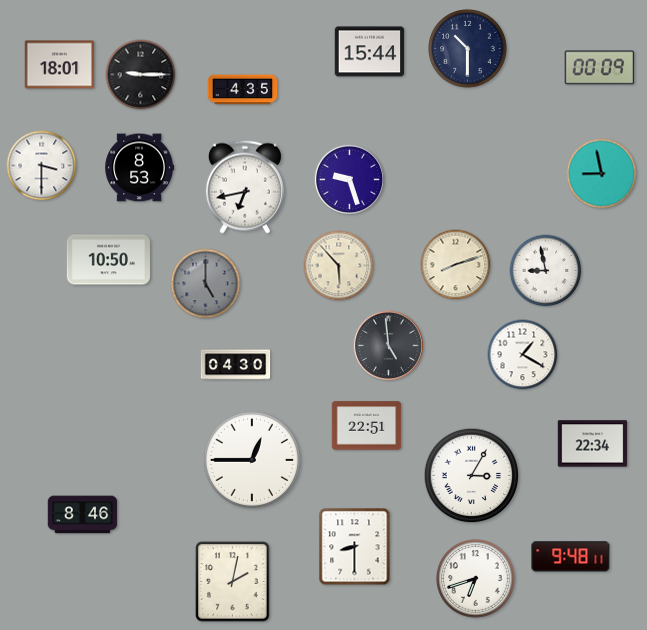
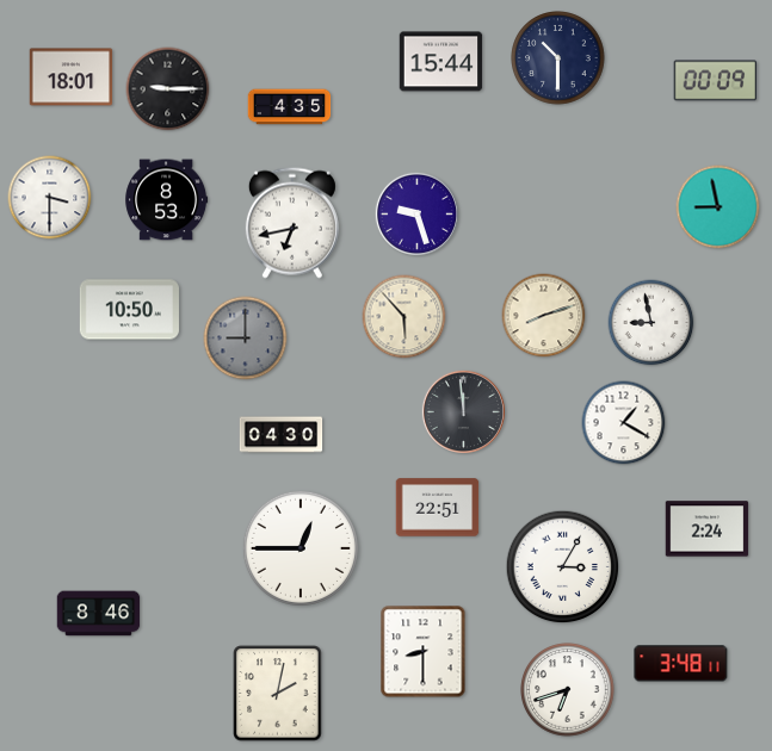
clock at (206, 284): 5:00 -> 9:00
clock at (388, 345): 4:59 -> 11:59
clock at (593, 444): 22:34 -> 2:24
clock at (571, 557): 9:48 -> 3:48
